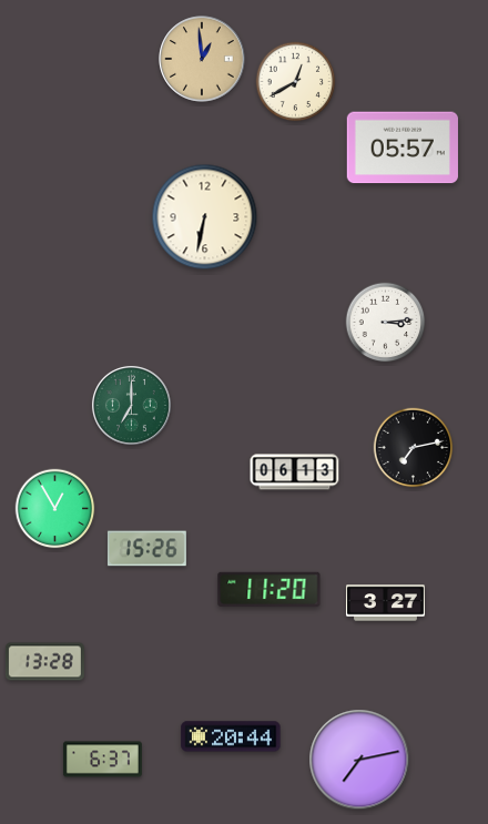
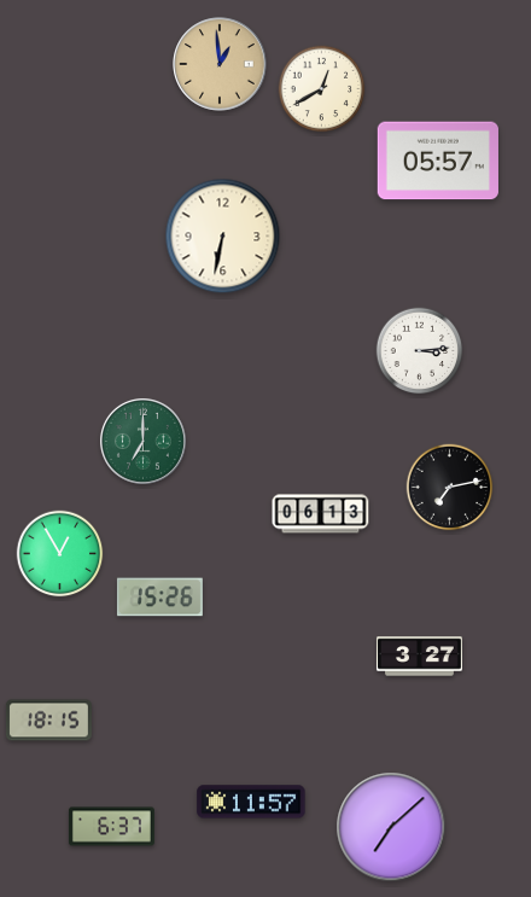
clock at (270, 589): 11:20 -> none
clock at (44, 662): 13:28 -> 18:15
clock at (231, 736): 20:44 -> 11:57
clock at (359, 760): 7:13 -> 7:08
